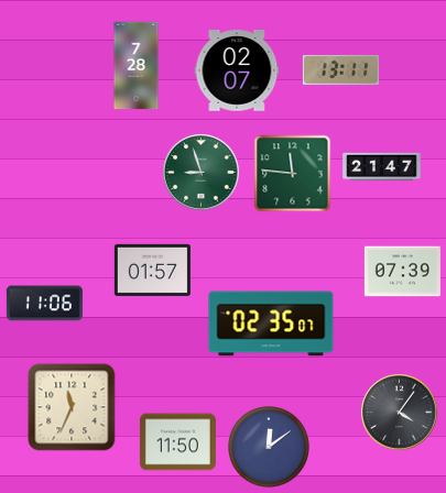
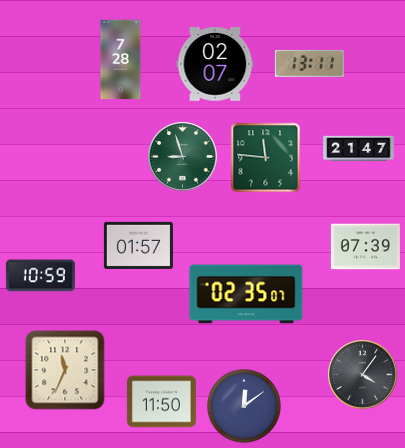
clock at (137, 66) position: (137, 66) -> (121, 60)
clock at (382, 167) position: (382, 167) -> (359, 149)
clock at (44, 304): 11:06 -> 10:59
